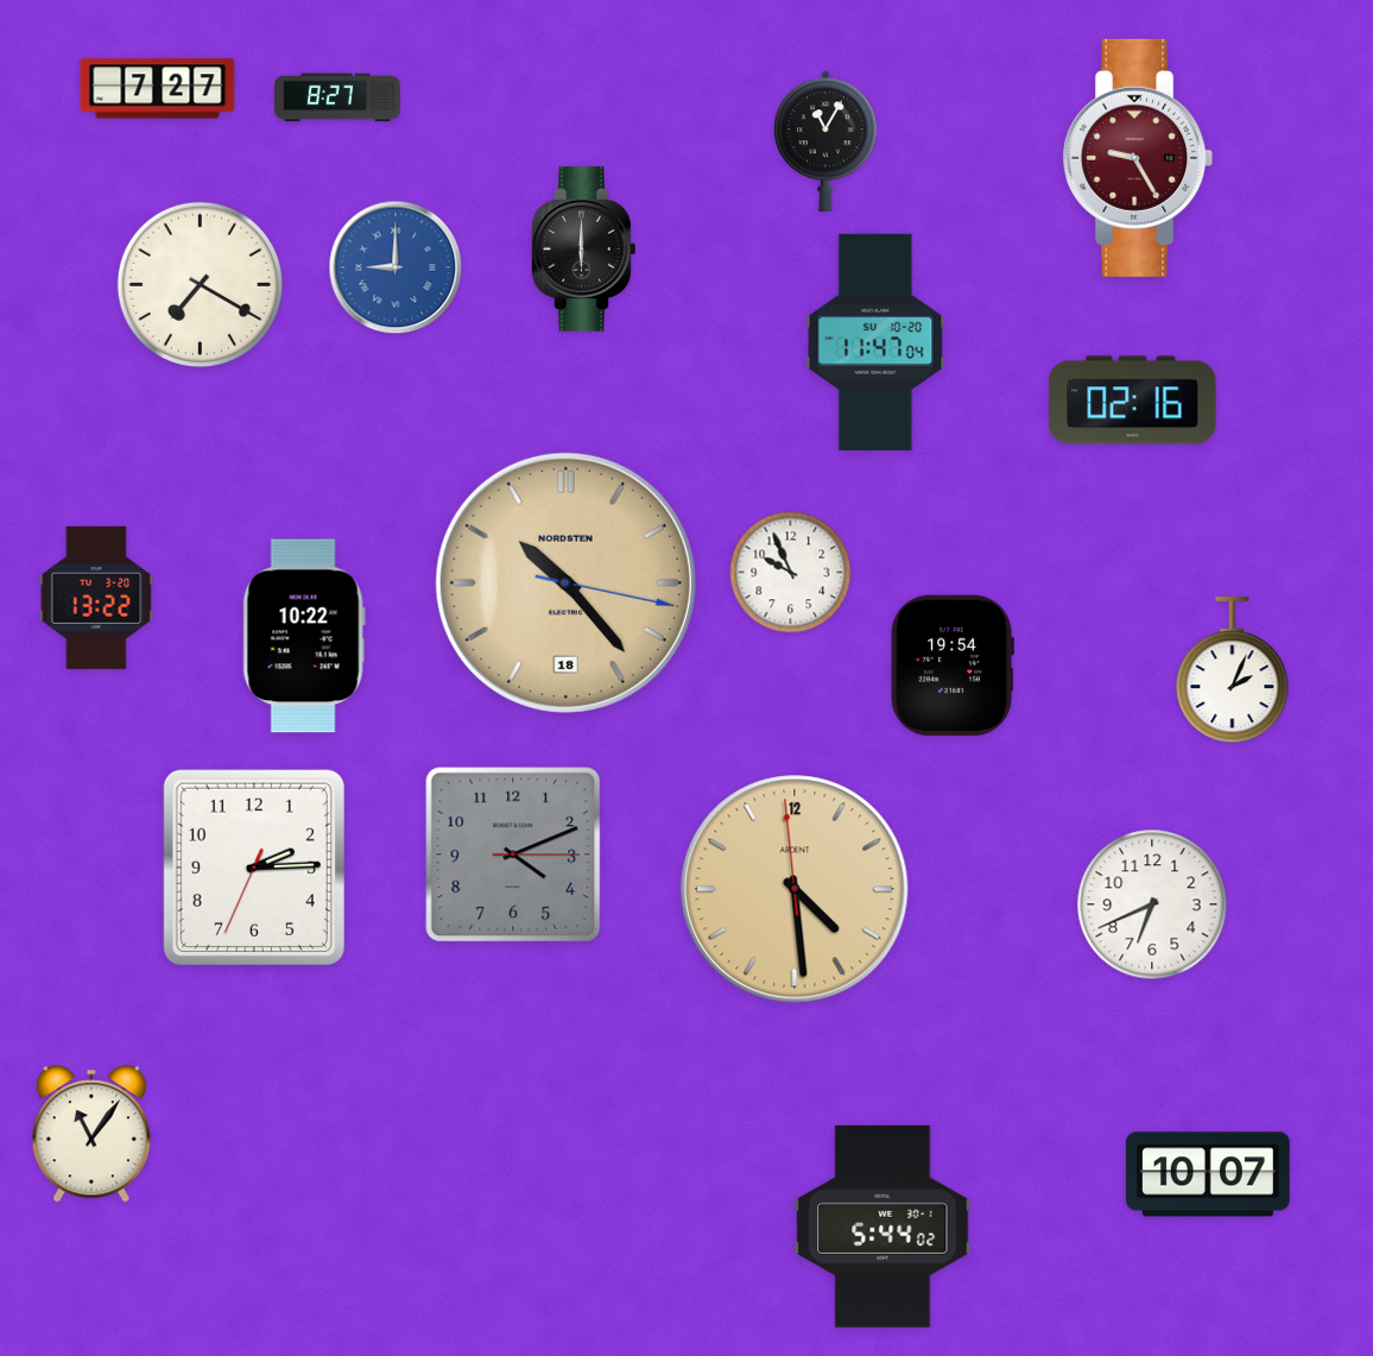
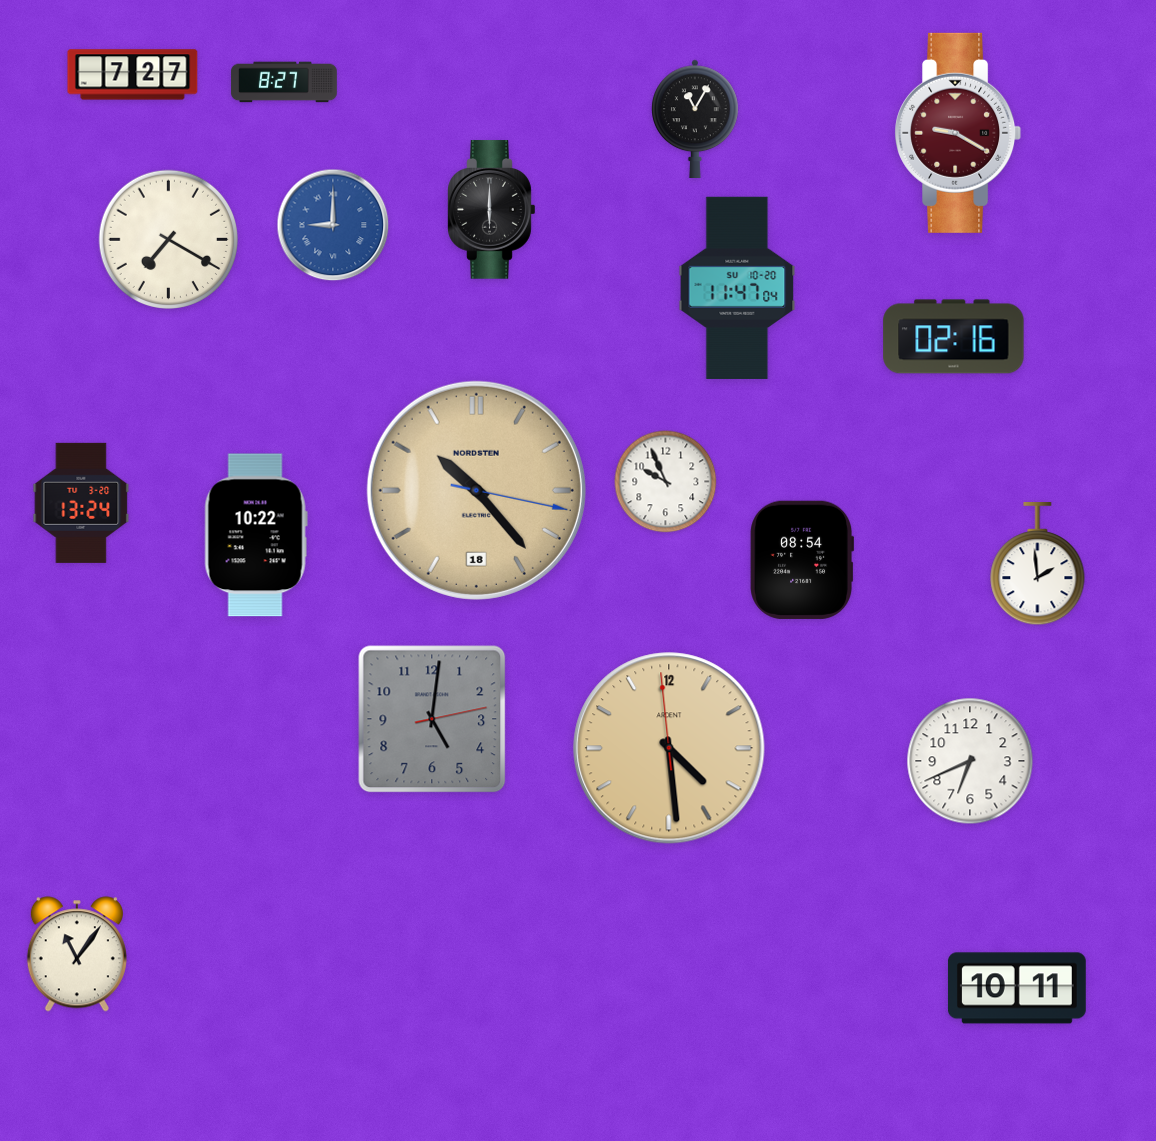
clock at (1138, 158): 9:25 -> 9:20
clock at (96, 598): 13:22 -> 13:24
clock at (951, 666): 19:54 -> 08:54
clock at (1233, 670): 2:04 -> 1:59
clock at (513, 854): 4:11 -> 5:01
clock at (254, 868): 2:14 -> none
clock at (1208, 1174): 10:07 -> 10:11
clock at (882, 1226): 5:44 -> none
